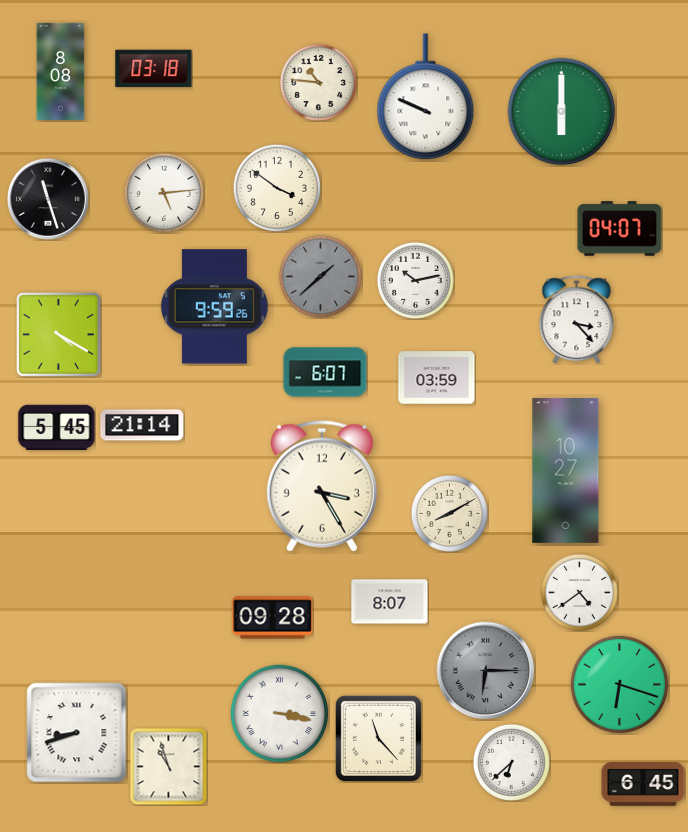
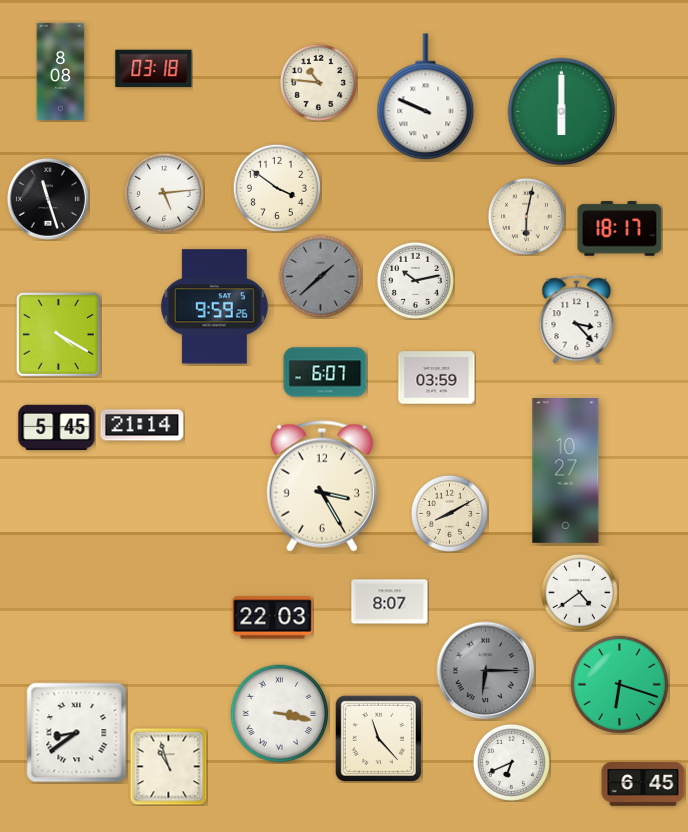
clock at (526, 216): none -> 6:02
clock at (620, 229): 04:07 -> 18:17
clock at (273, 618): 09:28 -> 22:03
clock at (77, 733): 8:42 -> 8:39
clock at (511, 762): 6:38 -> 6:41
